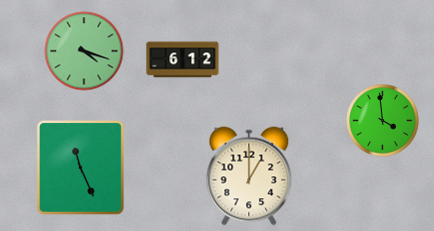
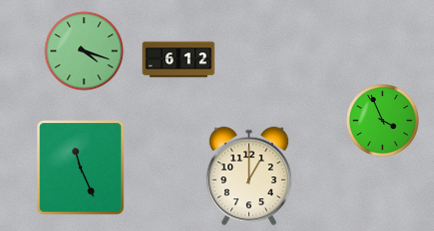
clock at (183, 60) position: (183, 60) -> (179, 60)
clock at (383, 121): 3:59 -> 3:56
